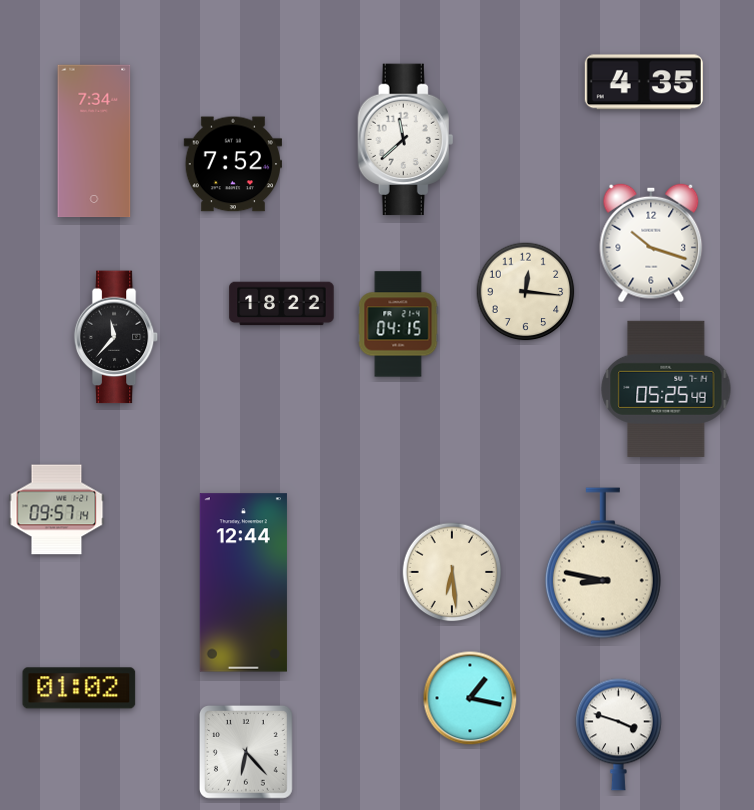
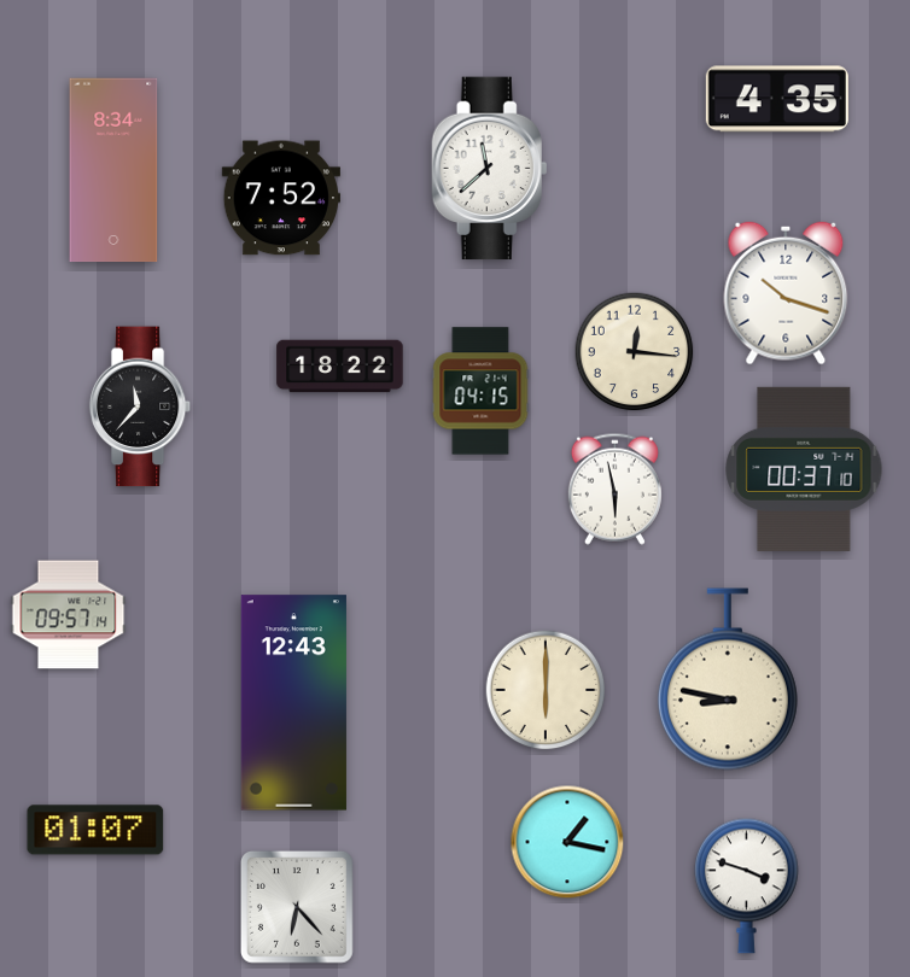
clock at (94, 141): 7:34 -> 8:34
clock at (666, 389): 05:25 -> 00:37
clock at (614, 488): none -> 5:58
clock at (452, 572): 6:29 -> 6:00
clock at (243, 583): 12:44 -> 12:43
clock at (79, 688): 01:02 -> 01:07
